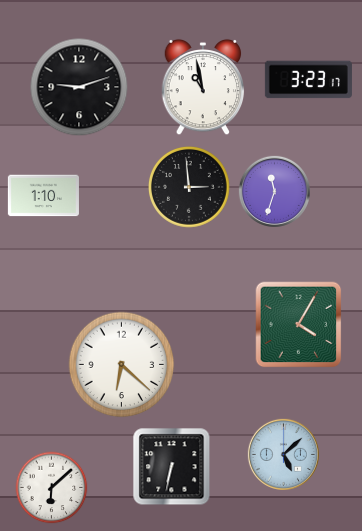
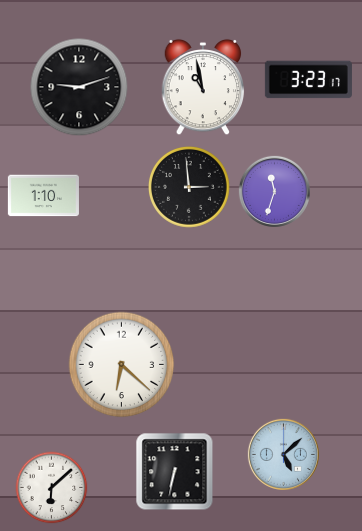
clock at (299, 325): 4:05 -> none
clock at (172, 467) position: (172, 467) -> (175, 472)
